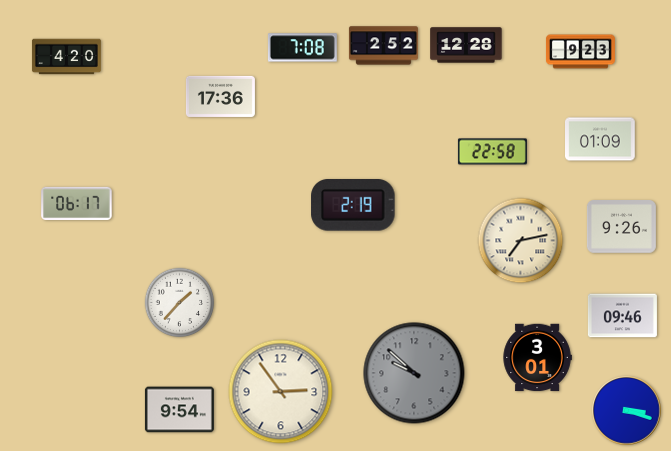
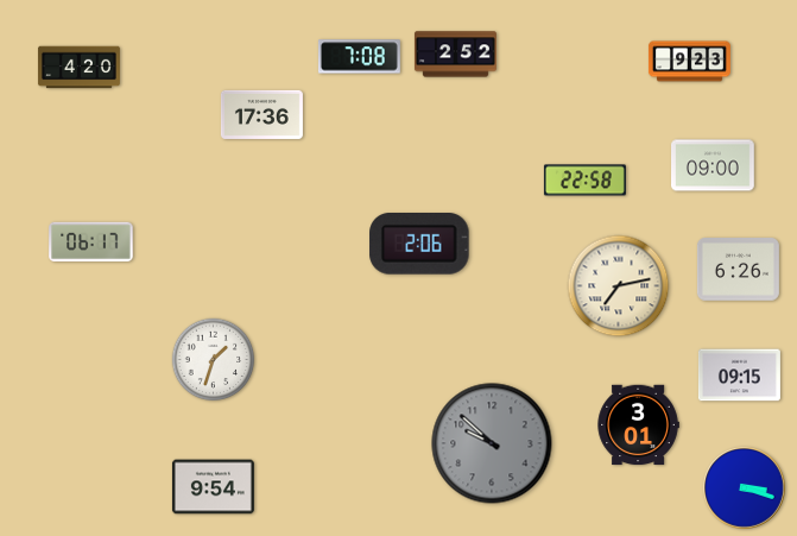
clock at (466, 45): 12:28 -> none
clock at (601, 139): 01:09 -> 09:00
clock at (353, 206): 2:19 -> 2:06
clock at (621, 227): 9:26 -> 6:26
clock at (180, 303): 1:37 -> 1:33
clock at (622, 316): 09:46 -> 09:15
clock at (281, 392): 2:54 -> none
